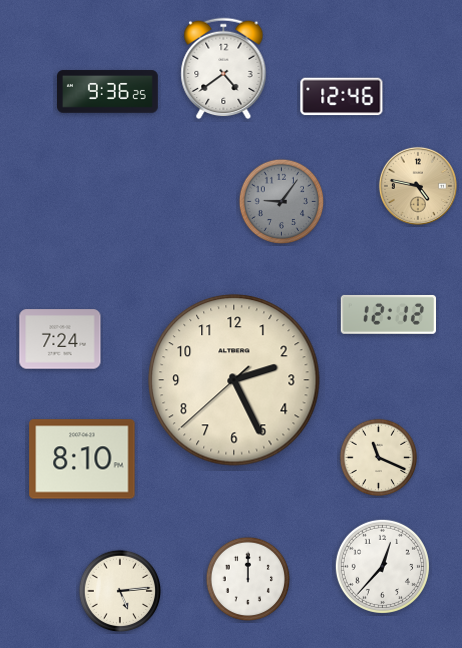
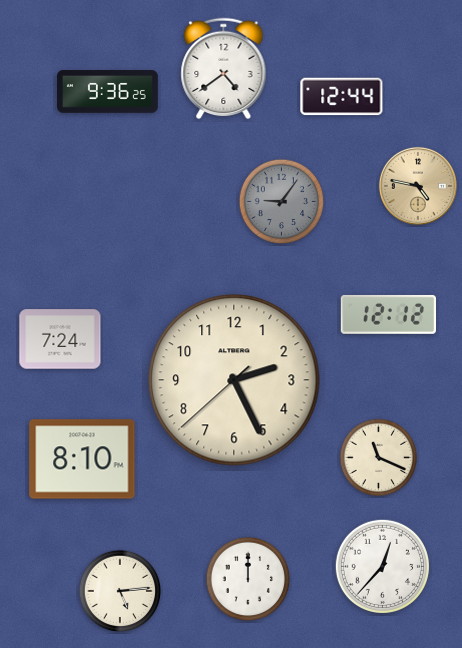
clock at (342, 97): 12:46 -> 12:44
